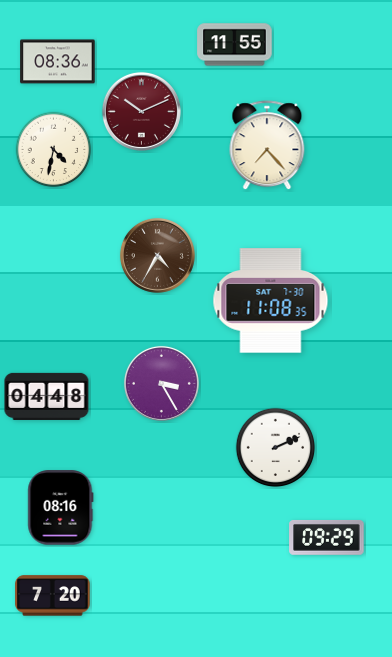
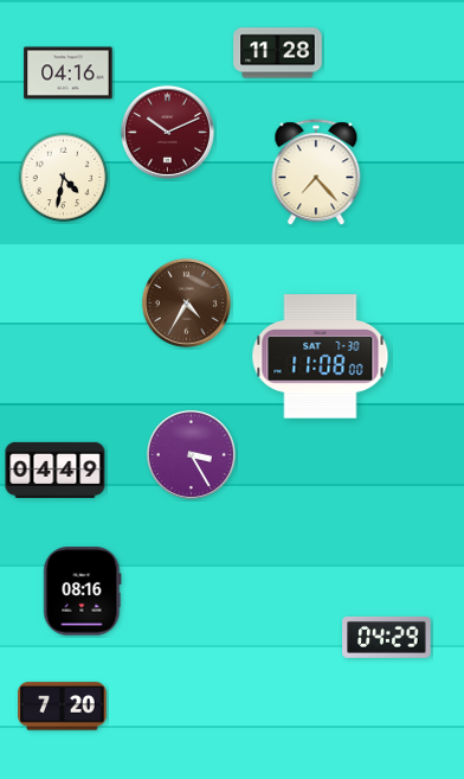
clock at (235, 45): 11:55 -> 11:28
clock at (58, 62): 08:36 -> 04:16
clock at (271, 301): 11:08:35 -> 11:08:00
clock at (47, 396): 04:48 -> 04:49
clock at (276, 448): 2:11 -> none
clock at (61, 508) position: (61, 508) -> (83, 592)
clock at (327, 537): 09:29 -> 04:29
